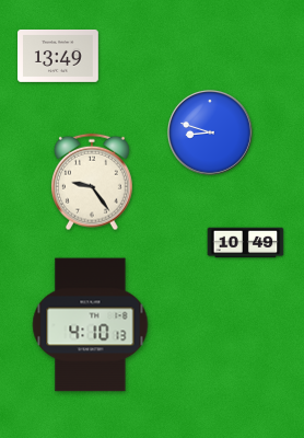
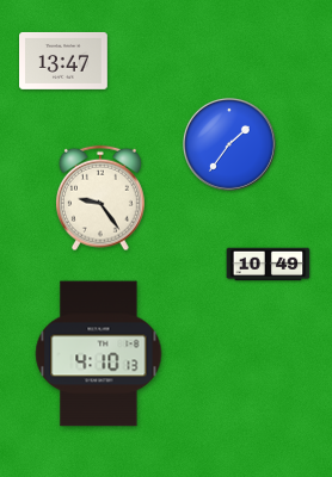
clock at (59, 56): 13:49 -> 13:47
clock at (210, 132): 8:48 -> 1:36
